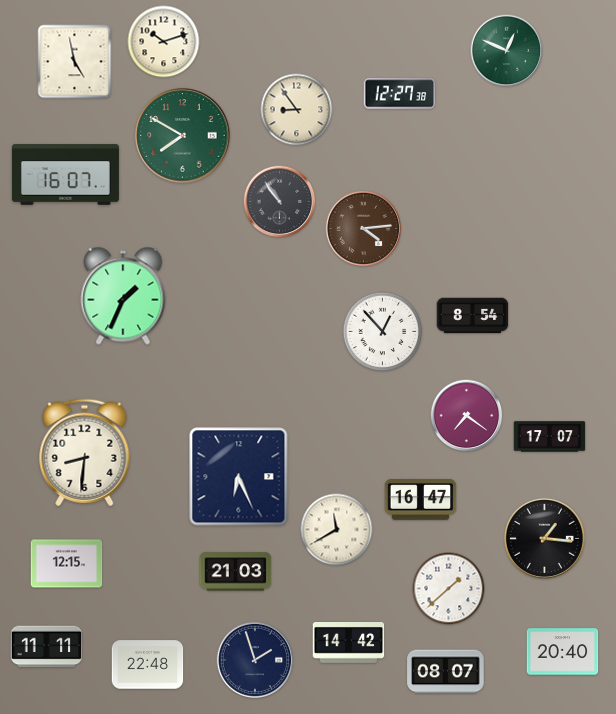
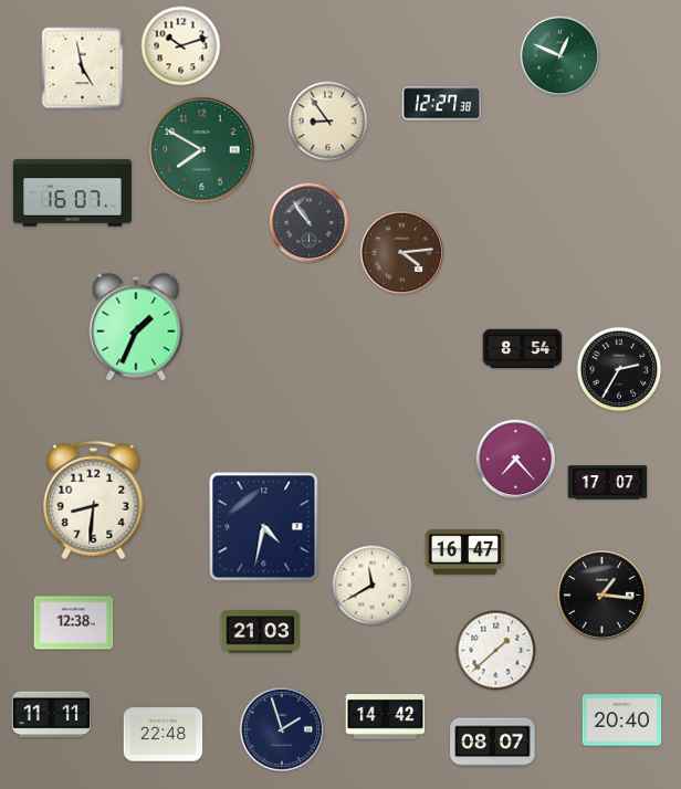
clock at (383, 332): 12:53 -> none
clock at (619, 369): none -> 2:35
clock at (467, 416): 7:21 -> 7:23
clock at (239, 477): 6:26 -> 4:32
clock at (67, 564): 12:15 -> 12:38
clock at (349, 643) position: (349, 643) -> (386, 717)
